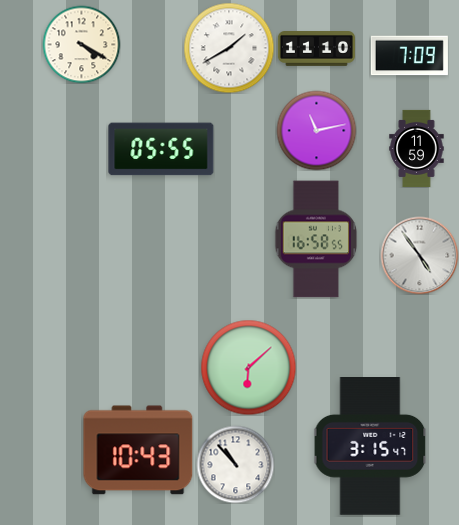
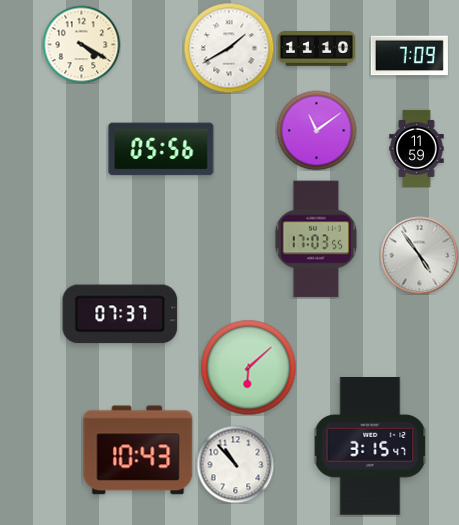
clock at (316, 130): 11:13 -> 11:09
clock at (161, 149): 05:55 -> 05:56
clock at (316, 239): 16:58 -> 17:03
clock at (120, 314): none -> 07:37
